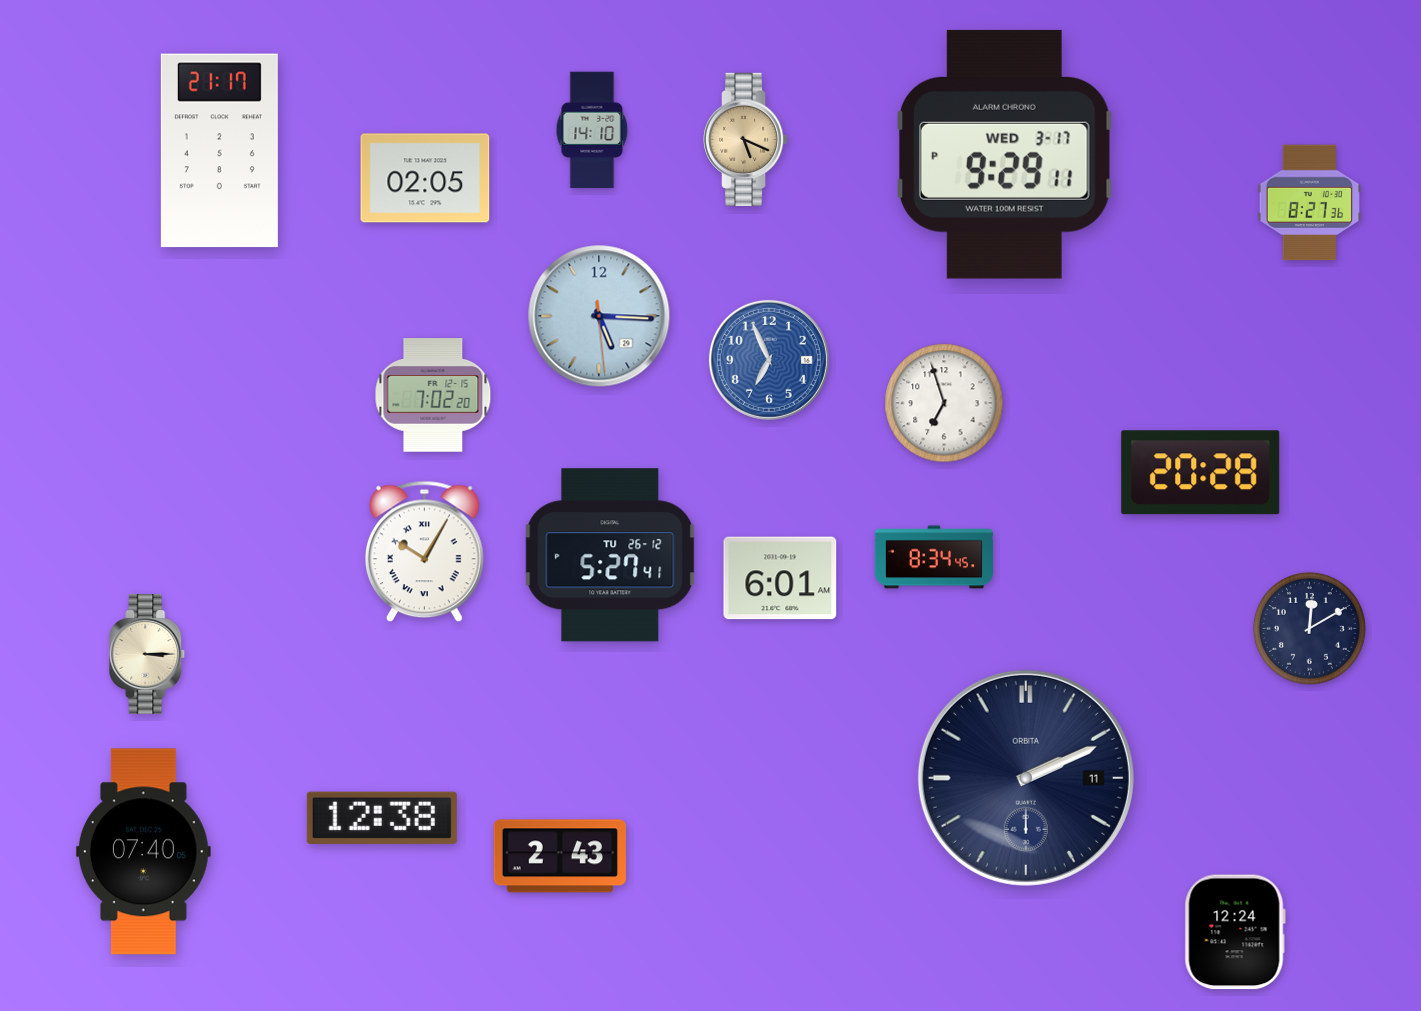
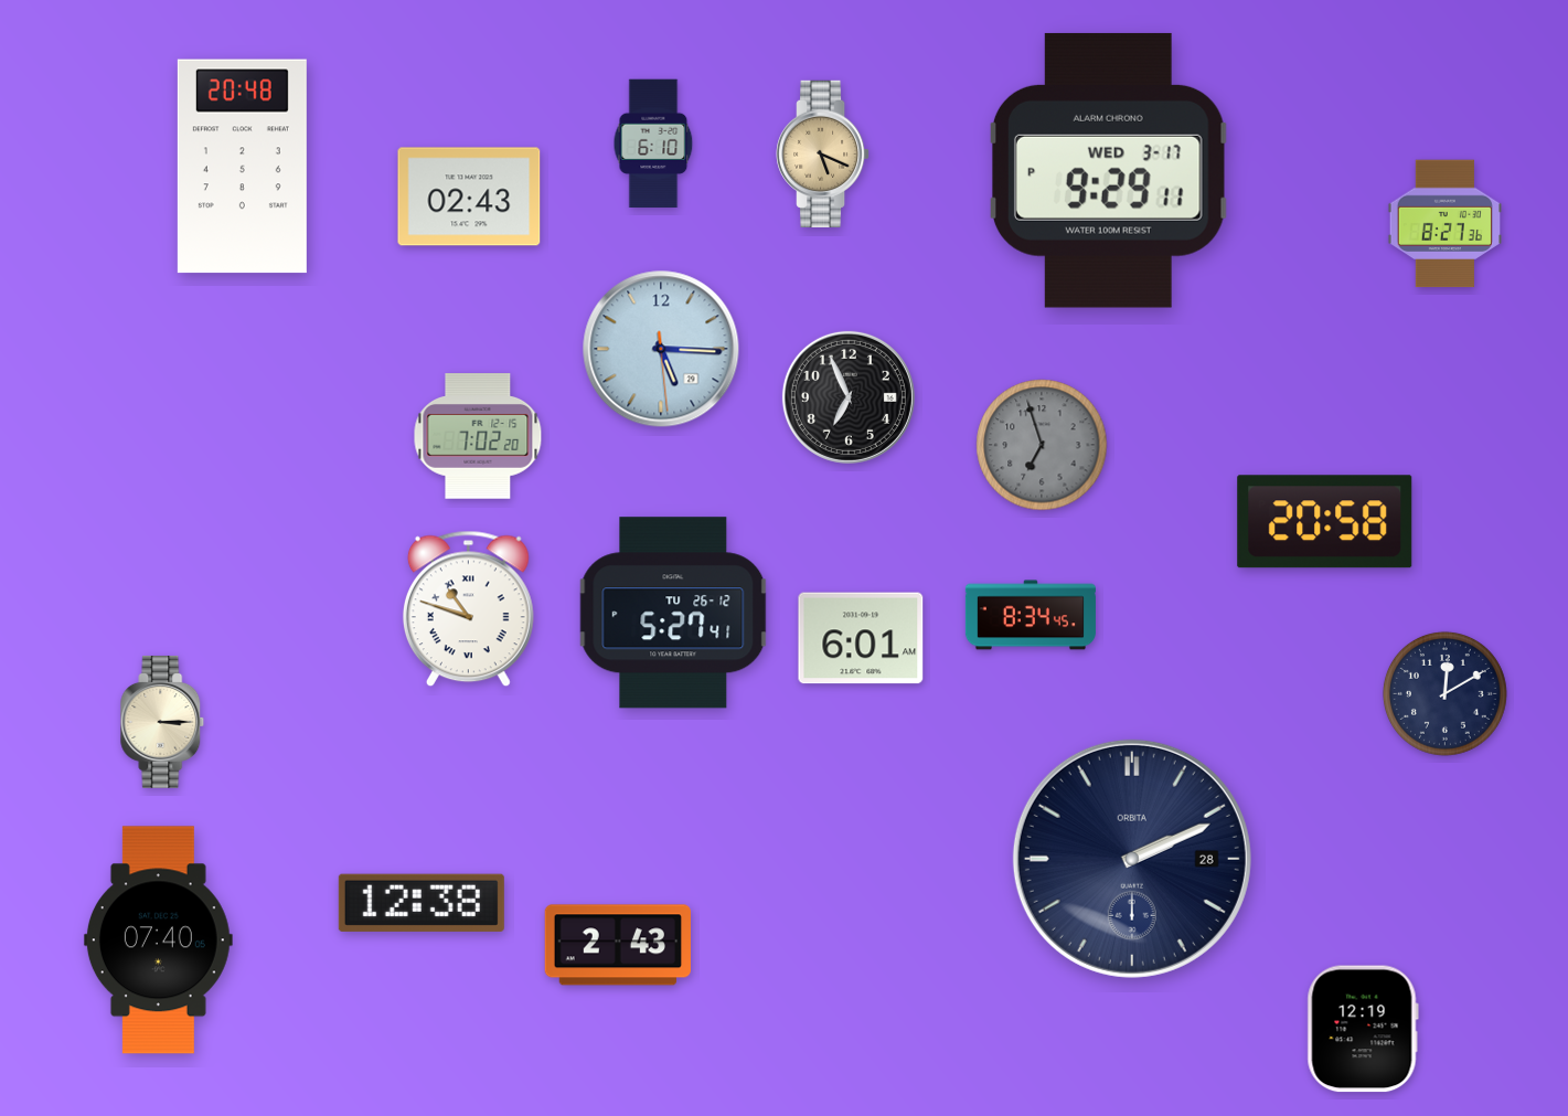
clock at (592, 130): 14:10 -> 6:10
clock at (219, 151): 21:17 -> 20:48
clock at (425, 178): 02:05 -> 02:43
clock at (769, 360) dial: blue -> black
clock at (944, 403) dial: white -> grey
clock at (1201, 473): 20:28 -> 20:58
clock at (424, 552): 10:05 -> 10:48
clock at (1026, 778) date: 11 -> 28
clock at (1235, 932): 12:24 -> 12:19
